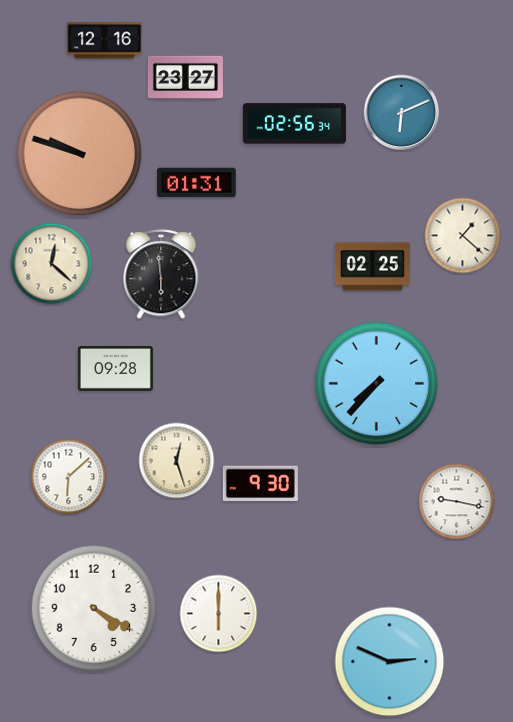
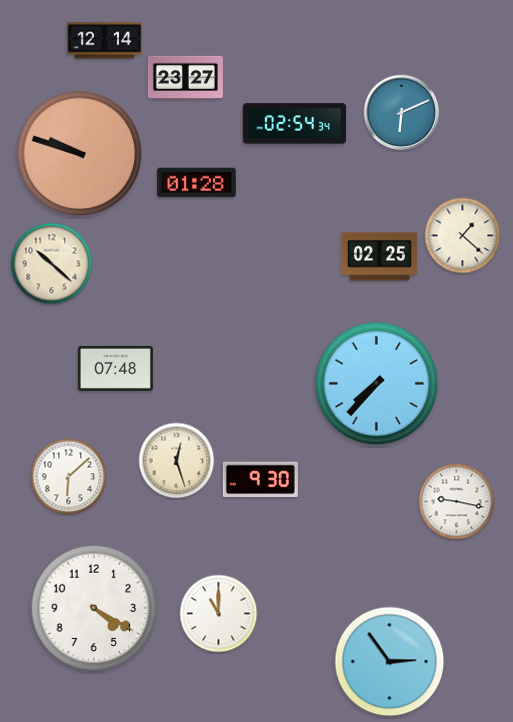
clock at (104, 41): 12:16 -> 12:14
clock at (294, 124): 02:56 -> 02:54
clock at (197, 183): 01:31 -> 01:28
clock at (52, 264): 12:22 -> 10:22
clock at (372, 267) position: (372, 267) -> (379, 257)
clock at (161, 275): 5:59 -> none
clock at (115, 368): 09:28 -> 07:48
clock at (260, 484) position: (260, 484) -> (260, 480)
clock at (219, 614): 6:00 -> 11:00
clock at (390, 662): 2:49 -> 2:54
